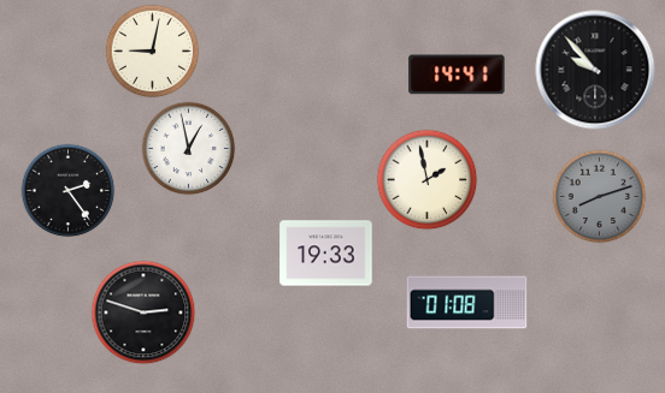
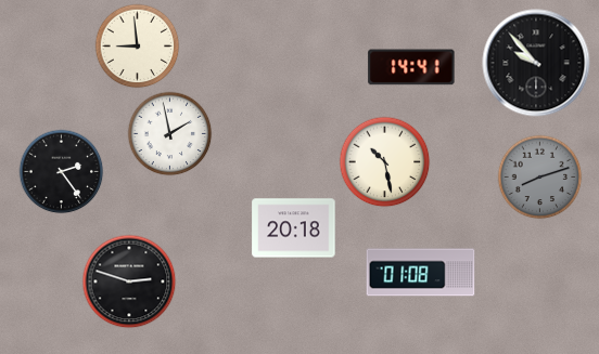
clock at (152, 50): 9:02 -> 8:59
clock at (188, 148): 12:58 -> 1:58
clock at (426, 179): 1:58 -> 10:28
clock at (326, 254): 19:33 -> 20:18
